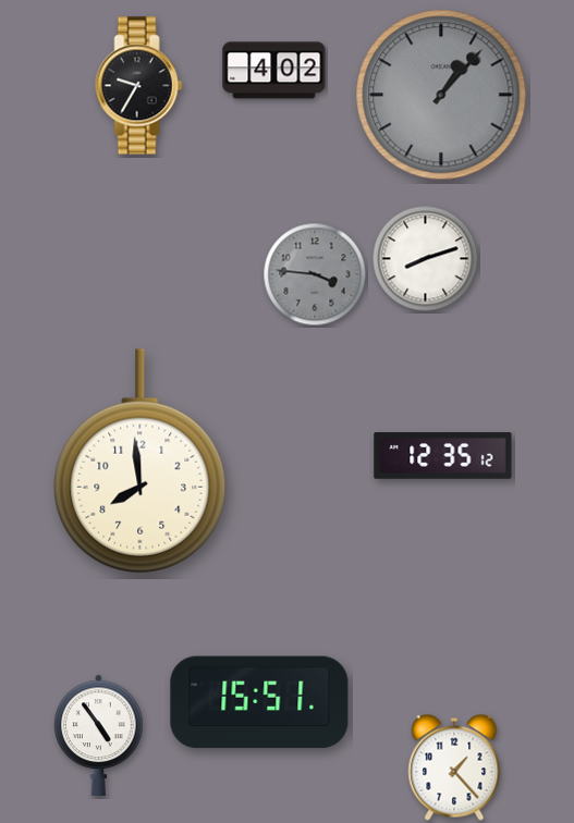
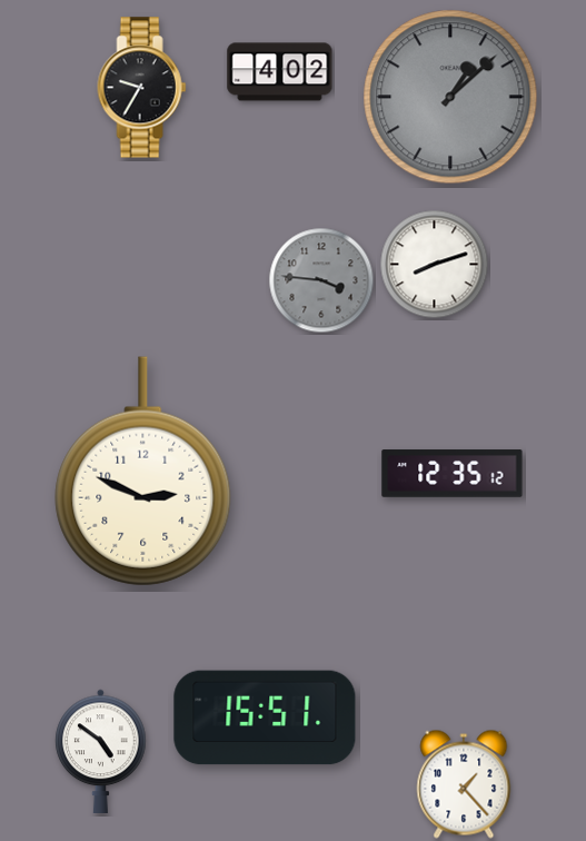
clock at (441, 95): 1:07 -> 1:08
clock at (443, 456) position: (443, 456) -> (453, 474)
clock at (141, 462): 7:59 -> 2:49
clock at (99, 735): 4:54 -> 4:51
